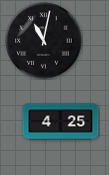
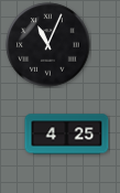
clock at (44, 41): 11:02 -> 11:04
